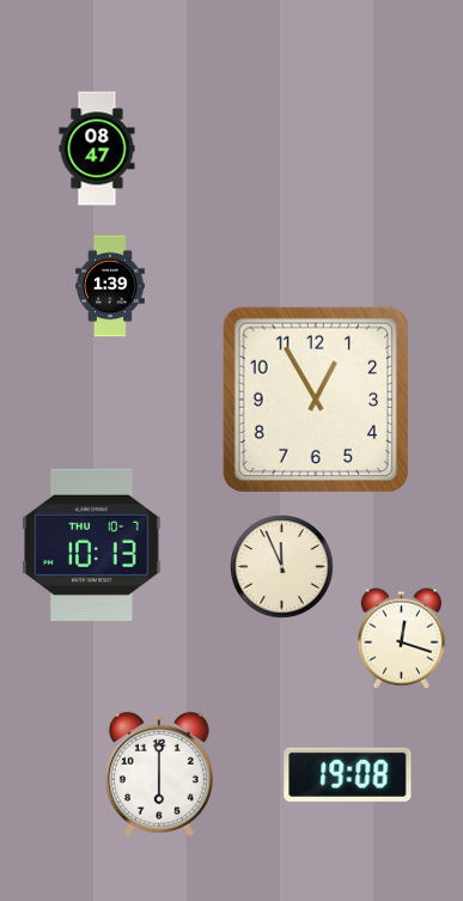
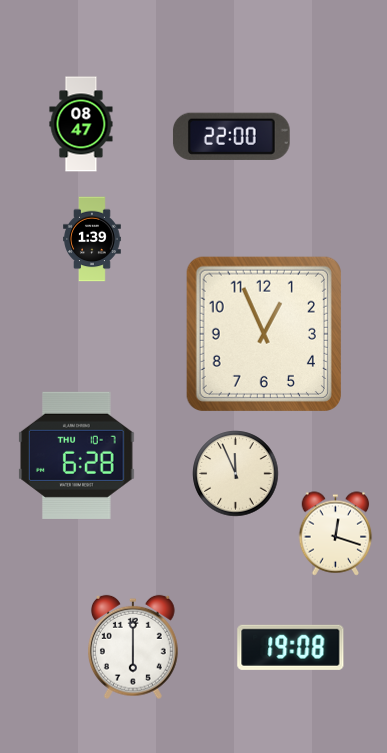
clock at (231, 136): none -> 22:00
clock at (316, 400): 12:55 -> 12:56
clock at (92, 544): 10:13 -> 6:28
